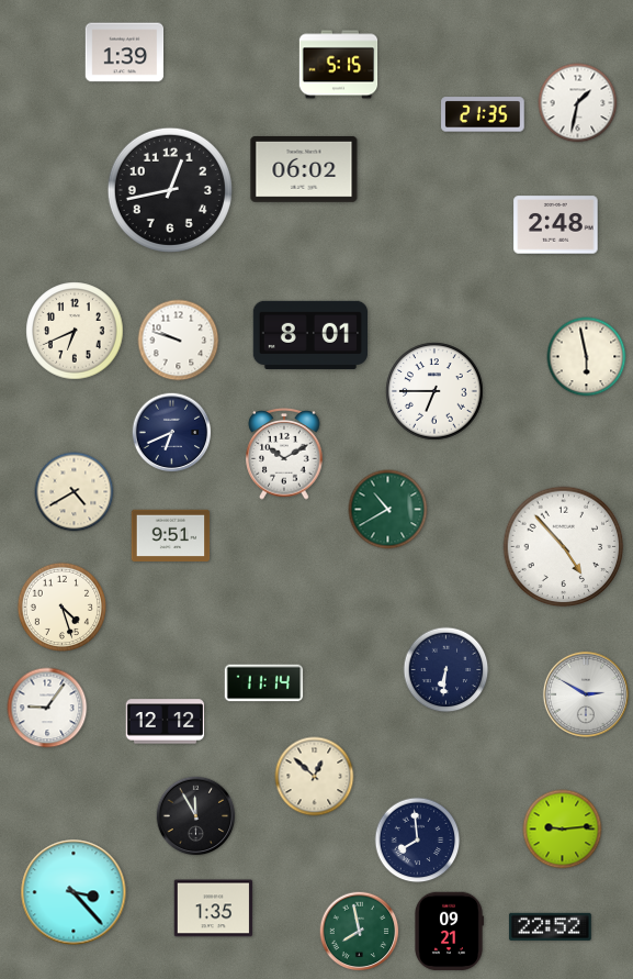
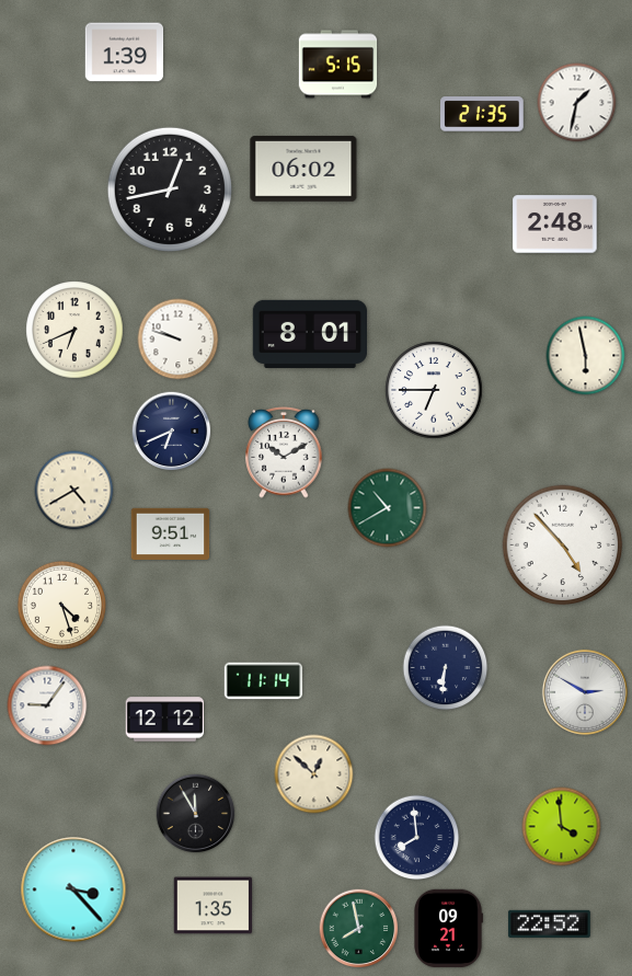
clock at (563, 830): 9:14 -> 3:59
